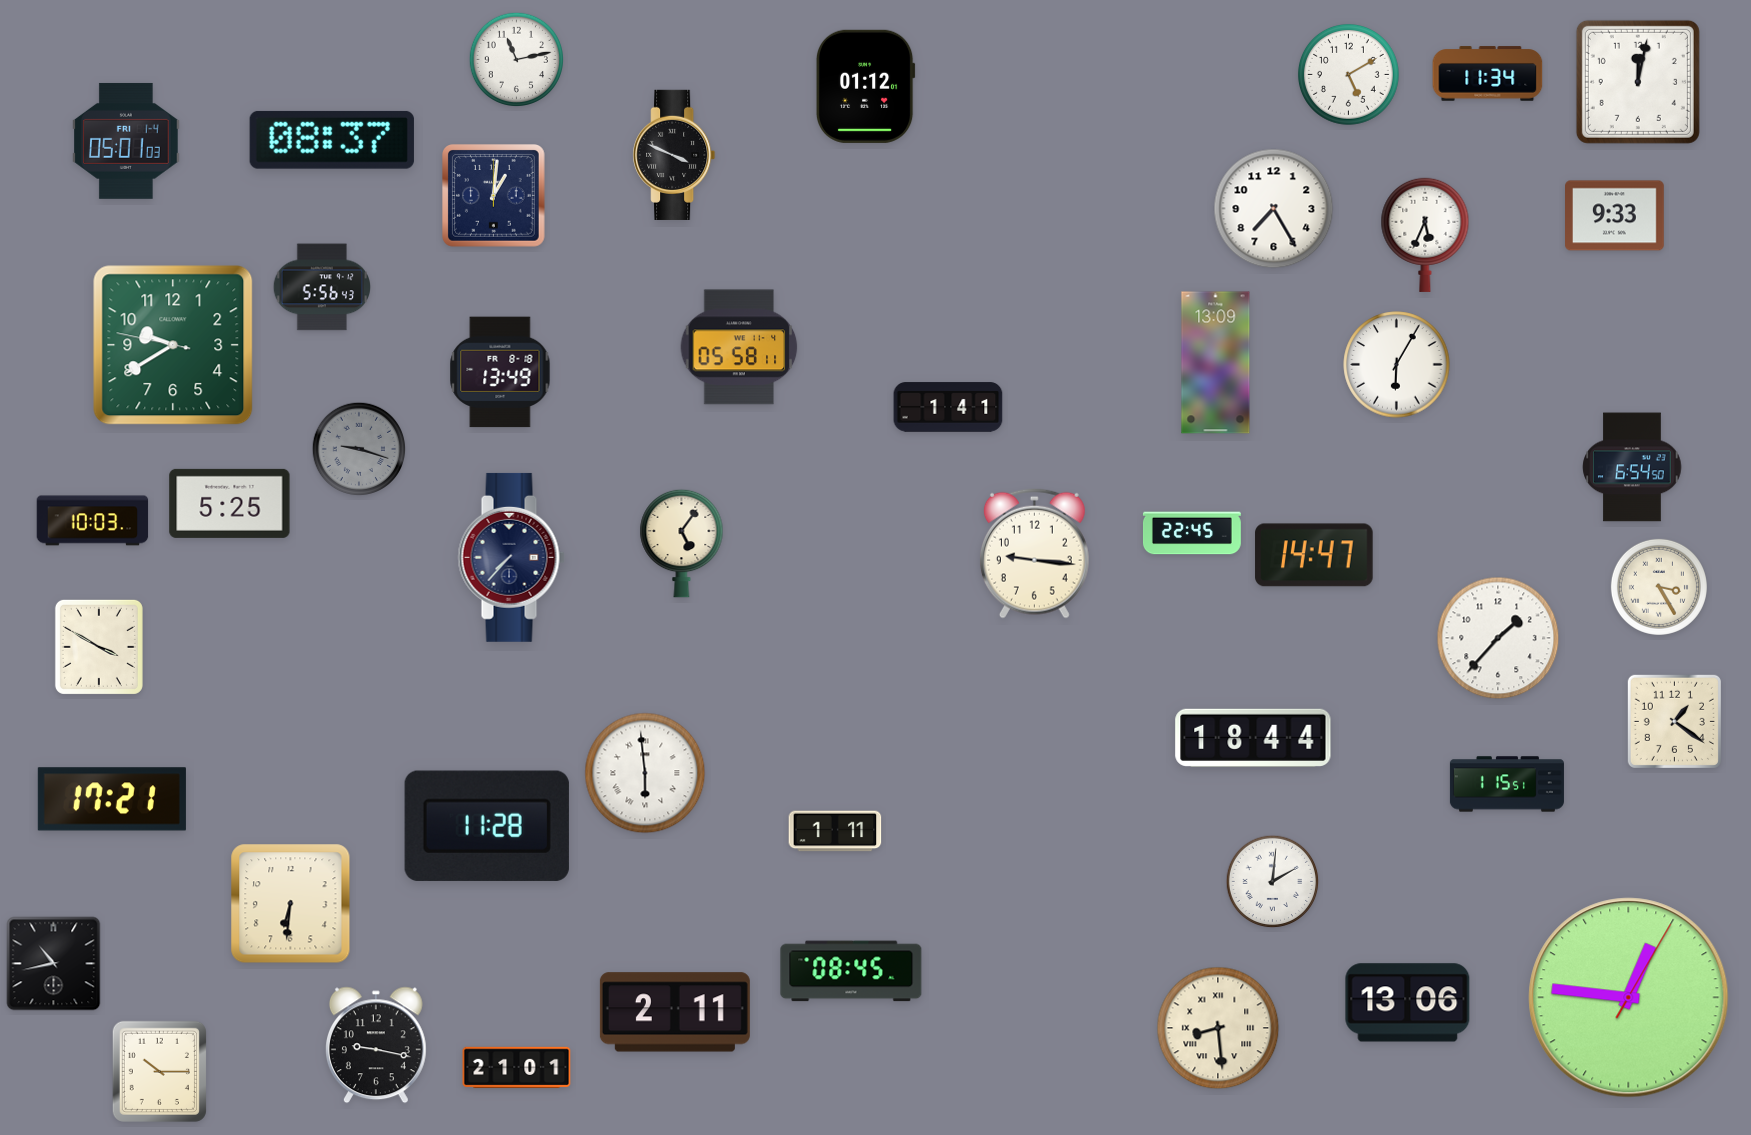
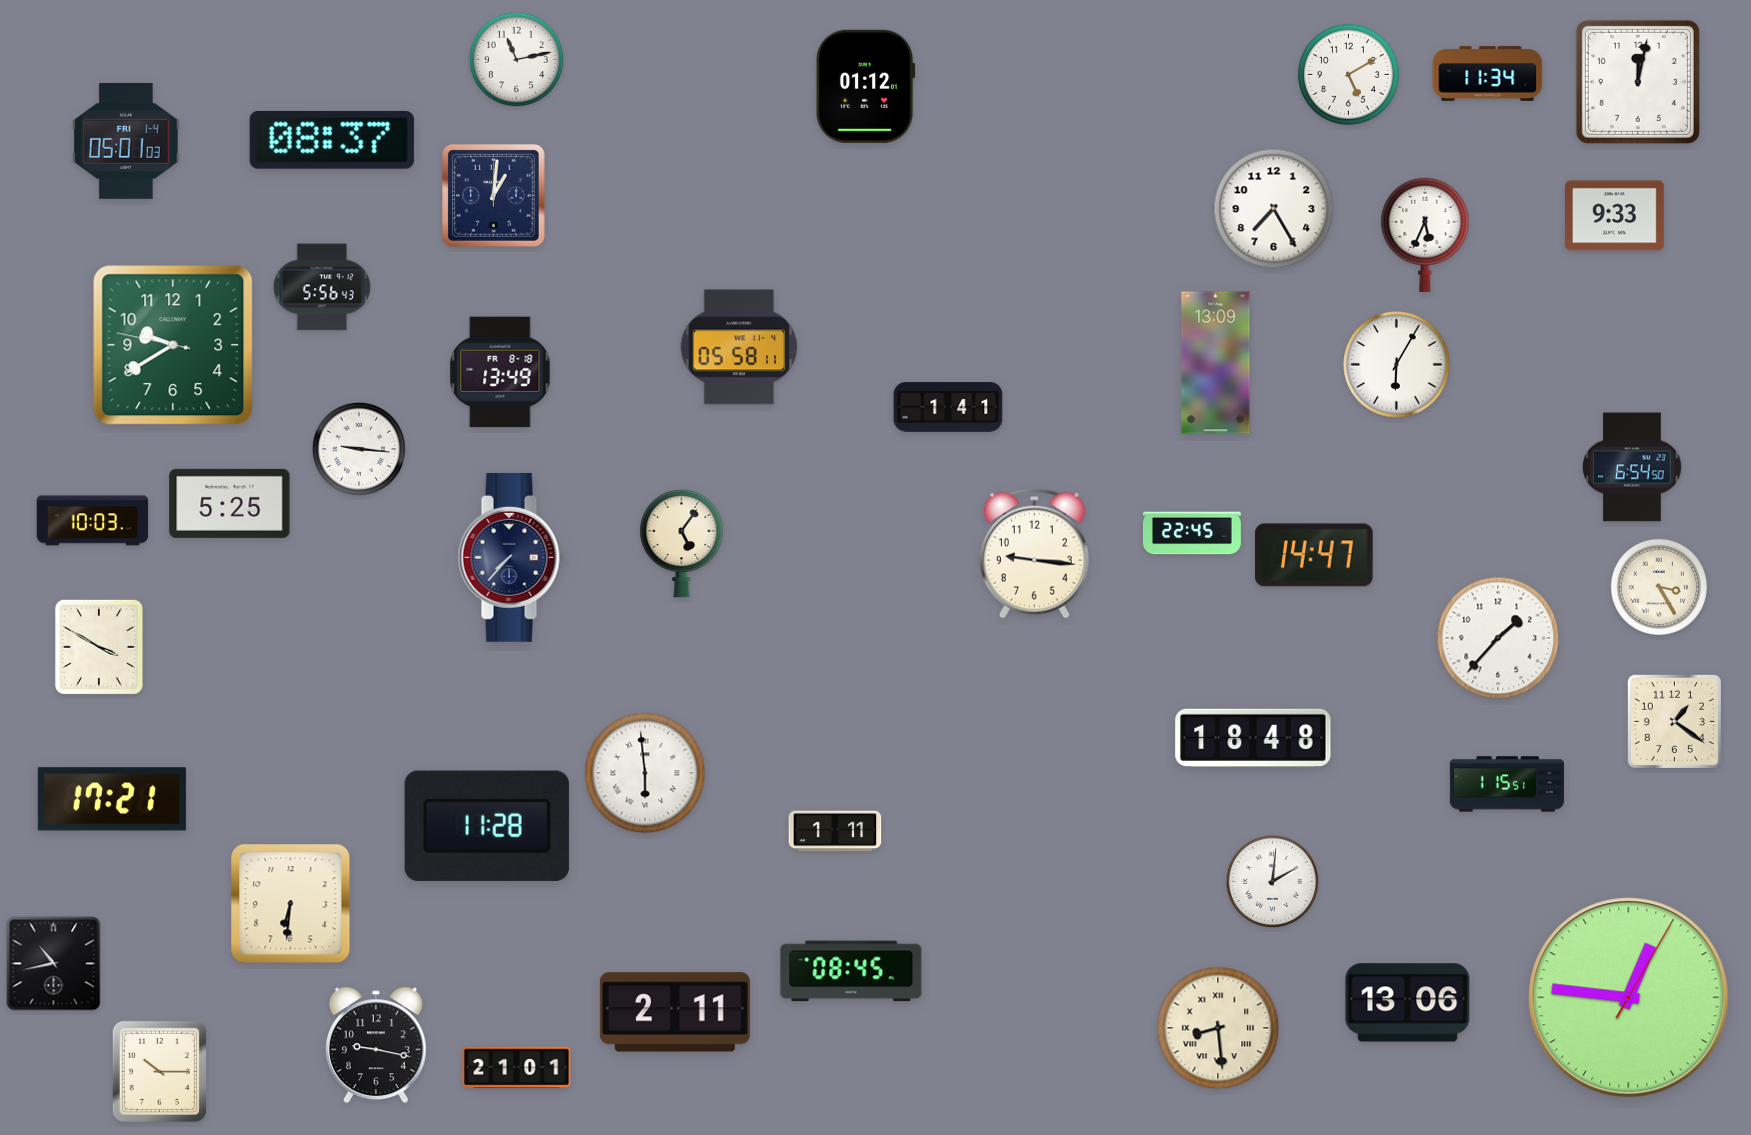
clock at (674, 155): 3:49 -> none
clock at (359, 449): 9:18 -> 9:16
clock at (359, 449) dial: grey -> white
clock at (1253, 738): 18:44 -> 18:48
